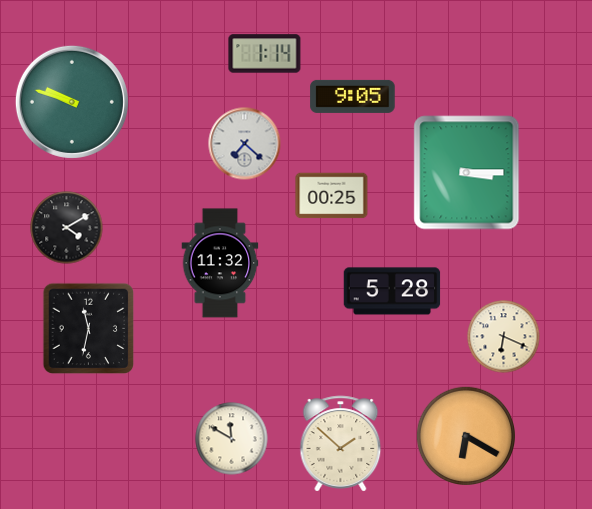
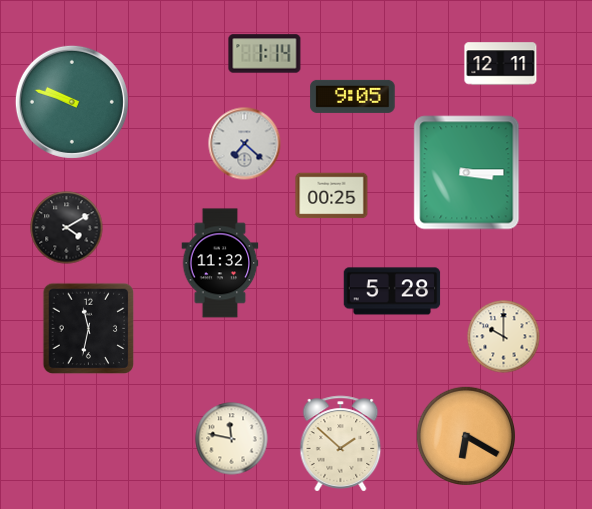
clock at (501, 64): none -> 12:11
clock at (504, 337): 6:19 -> 10:00
clock at (232, 439): 11:50 -> 11:47
